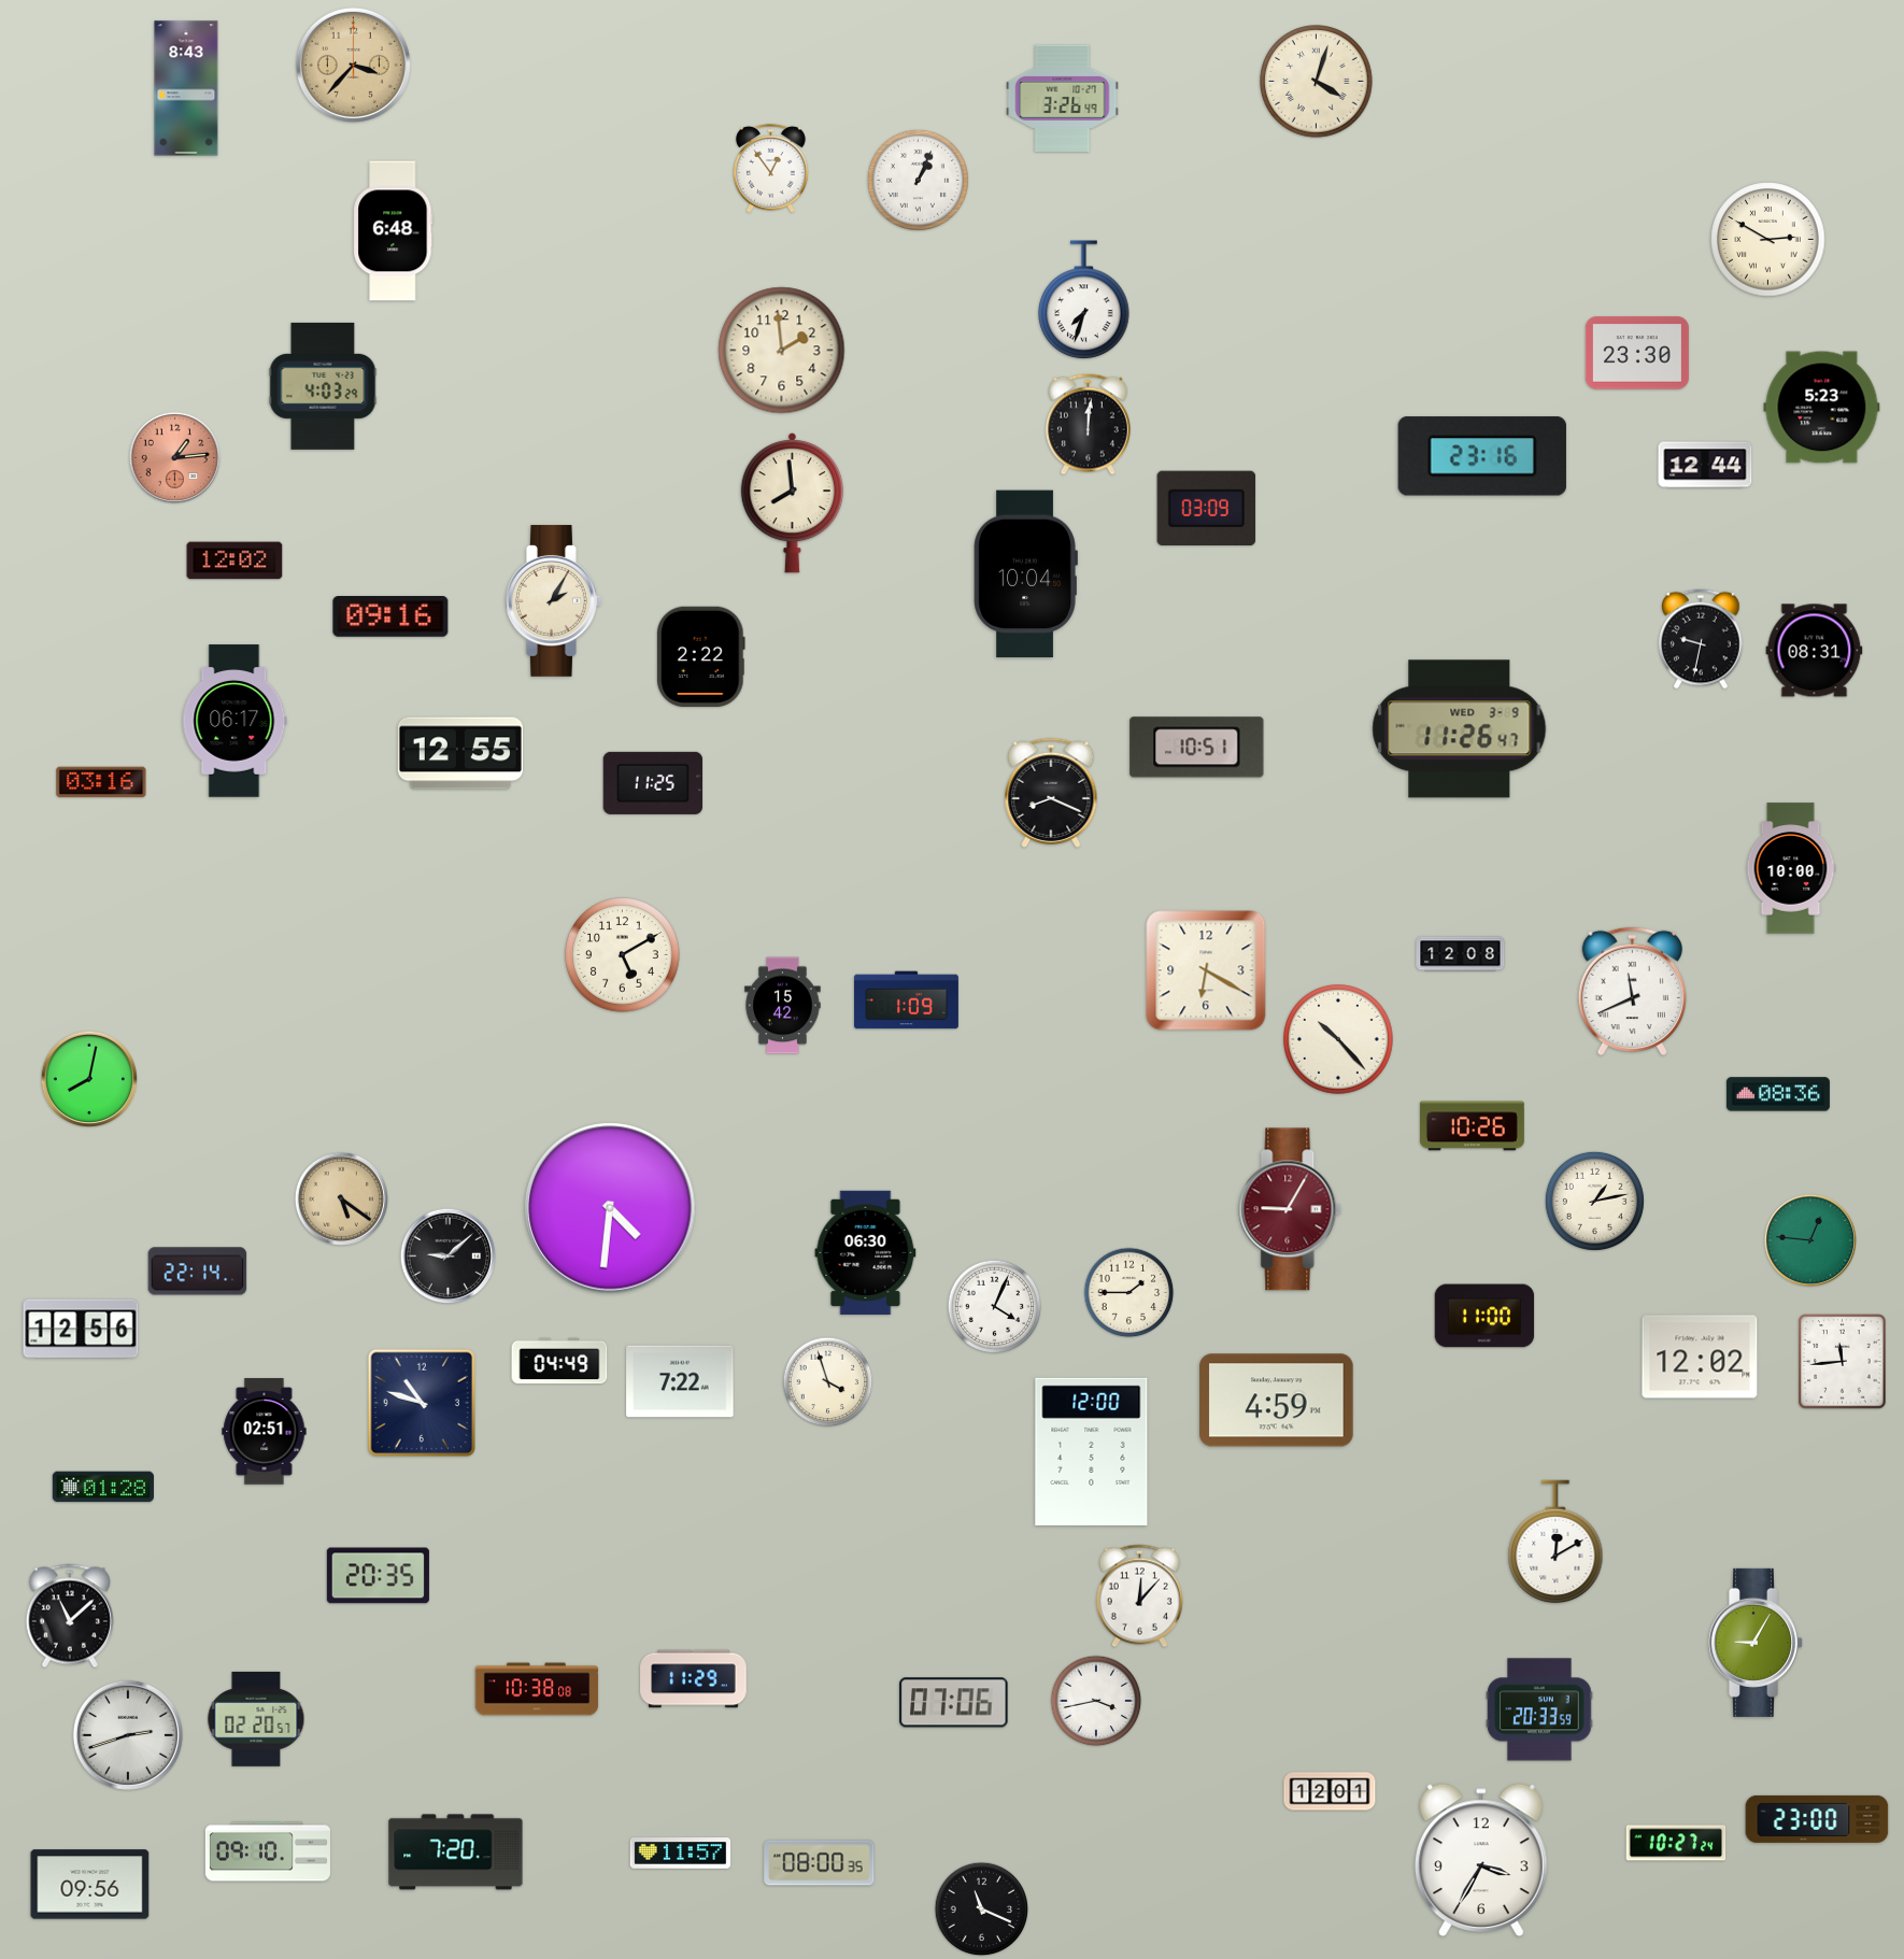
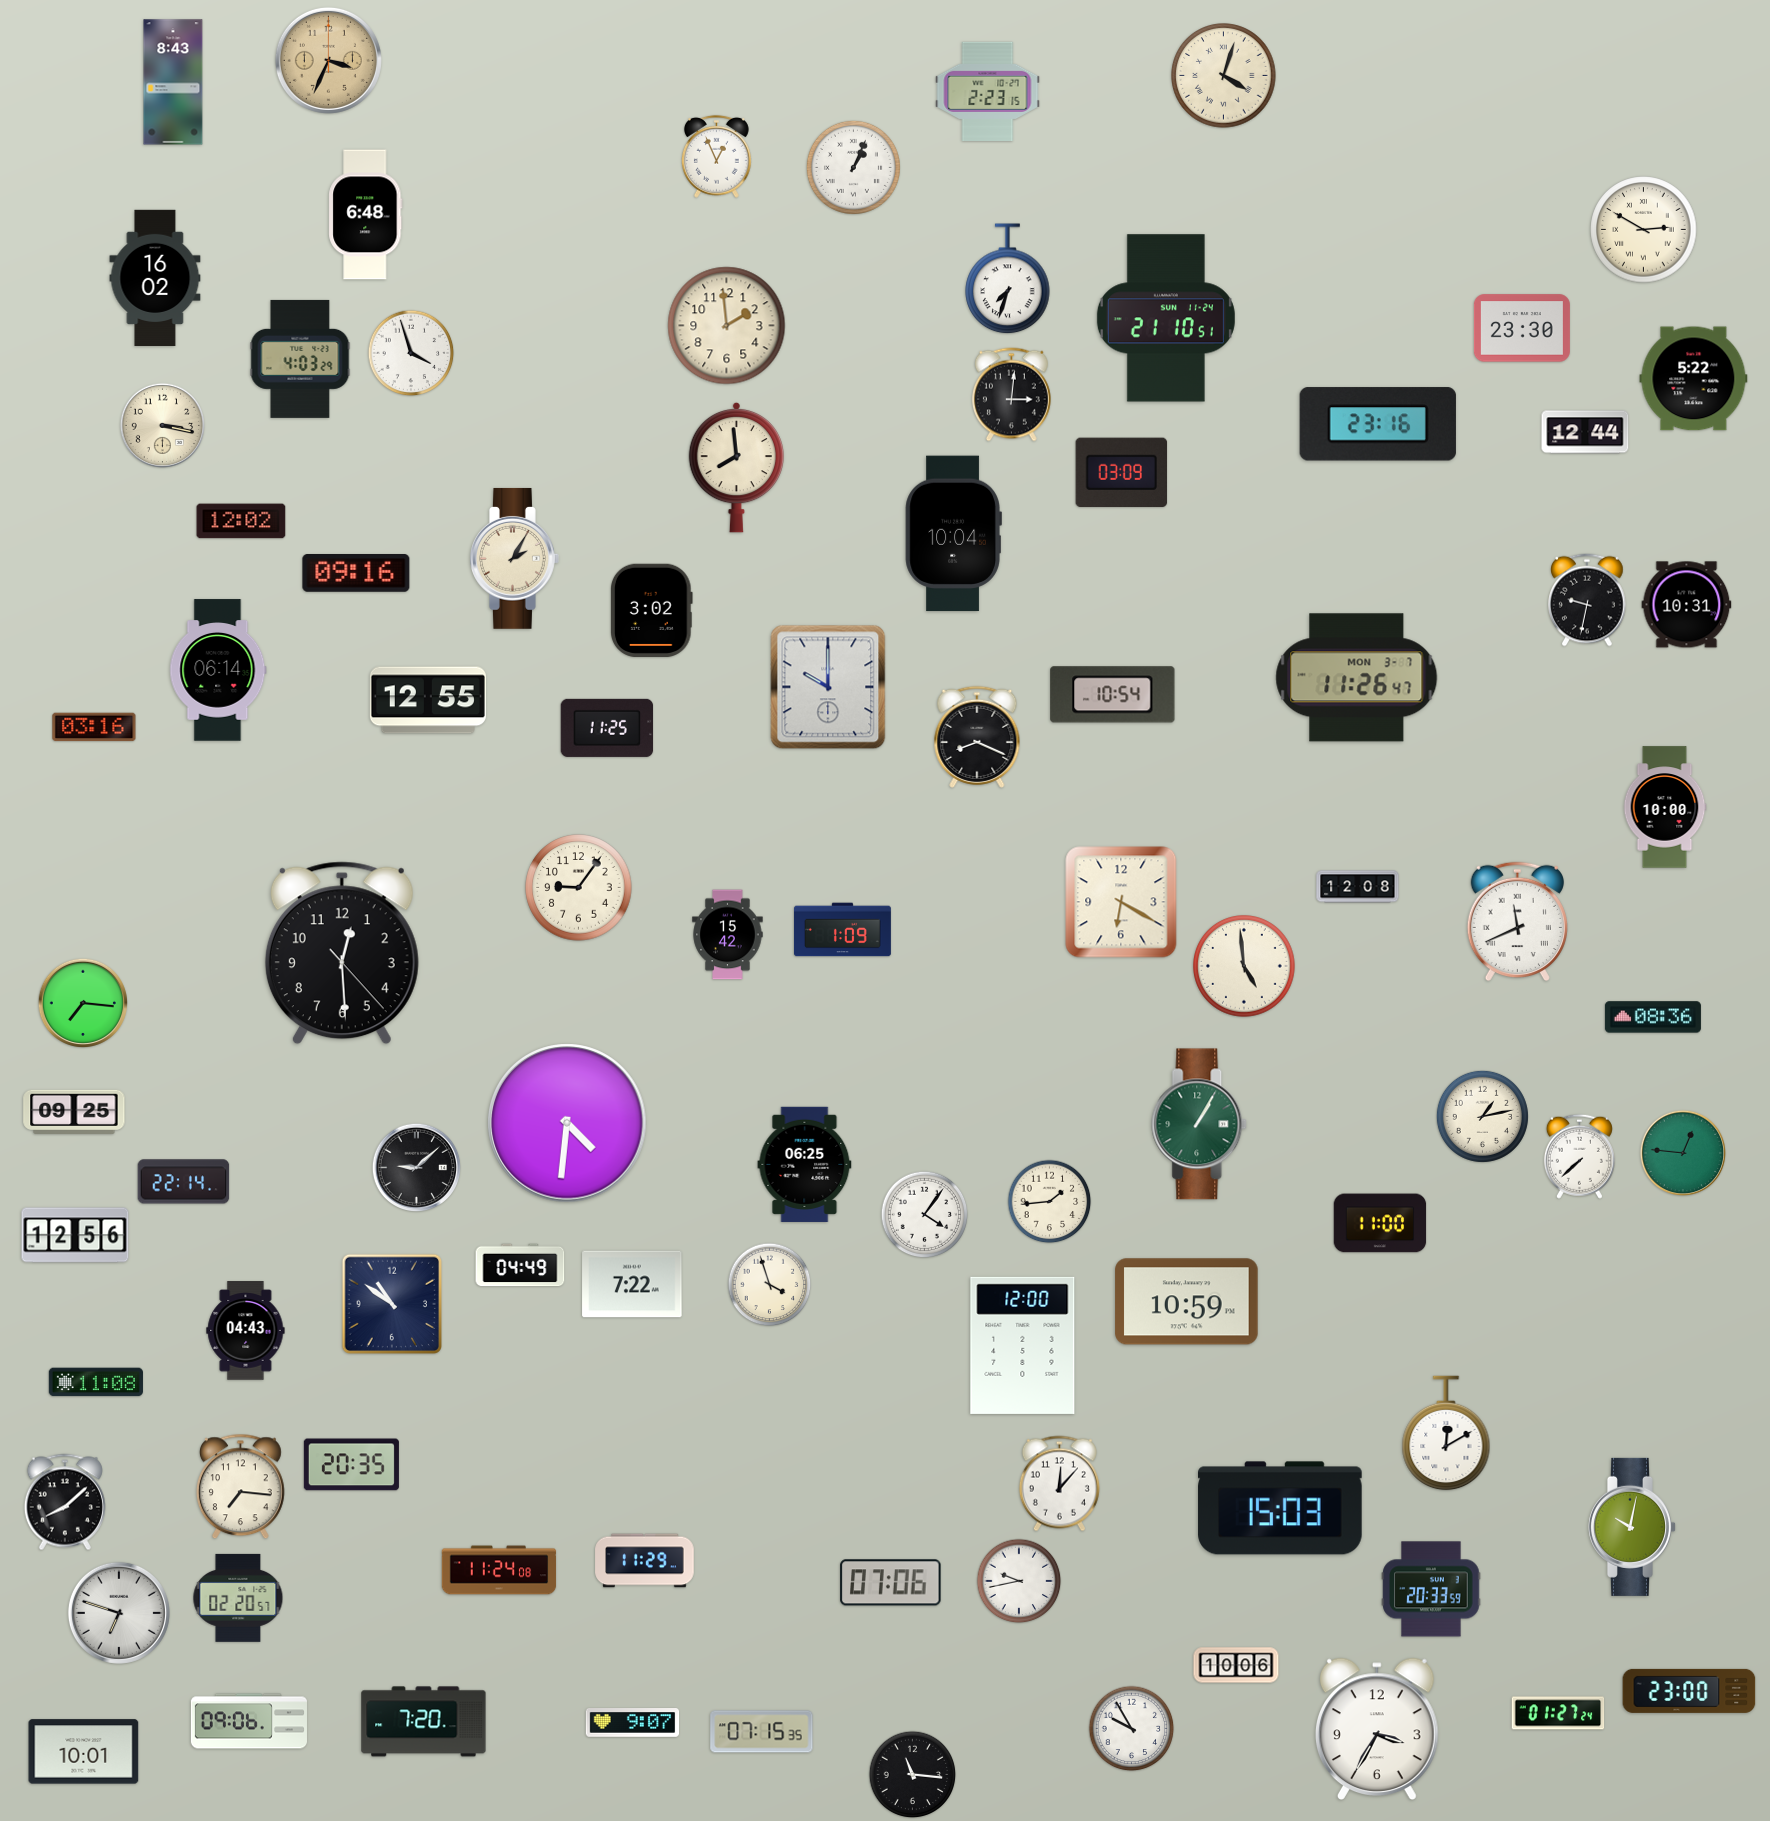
clock at (353, 65): 3:37 -> 3:34
clock at (1063, 98): 3:26 -> 2:23
clock at (770, 168): 12:54 -> 12:56
clock at (1768, 240) position: (1768, 240) -> (1644, 230)
clock at (155, 277): none -> 16:02
clock at (1166, 318): none -> 21:10
clock at (411, 353): none -> 3:57
clock at (1822, 408): 5:23 -> 5:22
clock at (1088, 425): 12:01 -> 3:01
clock at (175, 458): 1:14 -> 3:17
clock at (175, 458) dial: salmon -> cream
clock at (235, 560) position: (235, 560) -> (241, 521)
clock at (390, 616) position: (390, 616) -> (356, 573)
clock at (1701, 639) position: (1701, 639) -> (1587, 600)
clock at (1815, 651): 08:31 -> 10:31
clock at (700, 656): 2:22 -> 3:02
clock at (235, 721): 06:17 -> 06:14
clock at (1460, 729) date: WED 3-9 -> MON 3-7
clock at (828, 687): none -> 10:00
clock at (1197, 748): 10:51 -> 10:54
clock at (623, 955): 5:10 -> 9:06
clock at (342, 953): none -> 12:29
clock at (1339, 1040): 10:23 -> 4:59
clock at (88, 1078): 8:02 -> 7:16
clock at (1472, 1126): 10:26 -> none
clock at (74, 1111): none -> 09:25
clock at (341, 1198): 5:21 -> none
clock at (1291, 1209): 9:05 -> 1:05
clock at (1291, 1209) dial: burgundy -> green
clock at (1579, 1156): none -> 7:38
clock at (866, 1252): 06:30 -> 06:25
clock at (1129, 1293): 1:45 -> 1:44
clock at (995, 1307): 4:04 -> 4:06
clock at (1700, 1357): 12:02 -> none
clock at (1843, 1362): 11:44 -> none
clock at (1277, 1401): 4:59 -> 10:59
clock at (421, 1403): 10:48 -> 10:51
clock at (265, 1432): 02:51 -> 04:43
clock at (1092, 1451) position: (1092, 1451) -> (1023, 1345)
clock at (103, 1487): 01:28 -> 11:08
clock at (240, 1487): none -> 7:16
clock at (70, 1616): 11:08 -> 8:08
clock at (1280, 1508): none -> 15:03
clock at (1754, 1643): 9:05 -> 10:02
clock at (537, 1689): 10:38 -> 11:24
clock at (1096, 1701): 3:43 -> 9:43
clock at (954, 1703) position: (954, 1703) -> (891, 1583)
clock at (128, 1735): 2:42 -> 6:48
clock at (1330, 1791): 12:01 -> 10:06
clock at (1676, 1843): 10:27 -> 01:27
clock at (268, 1851): 09:10 -> 09:06
clock at (681, 1854): 11:57 -> 9:07
clock at (1132, 1729): none -> 9:55
clock at (820, 1863): 08:00 -> 07:15
clock at (90, 1885): 09:56 -> 10:01
clock at (982, 1910): 11:19 -> 11:16
